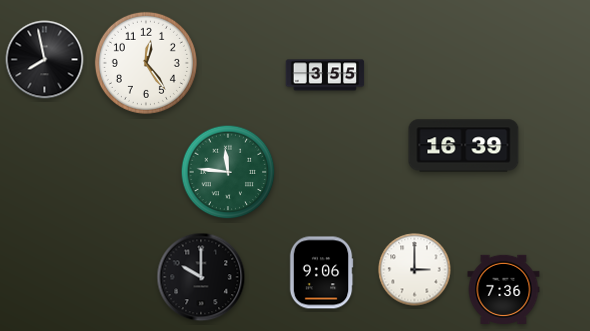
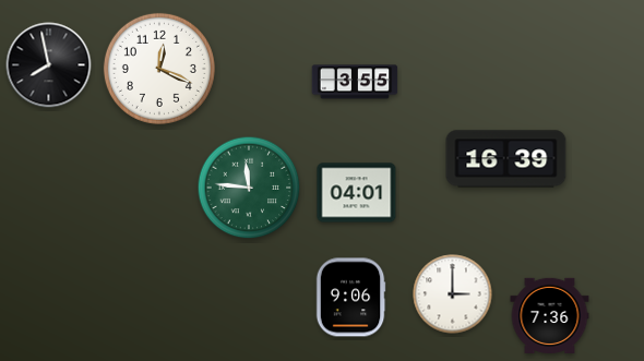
clock at (146, 63): 12:24 -> 12:19
clock at (357, 193): none -> 04:01
clock at (201, 277): 10:00 -> none
